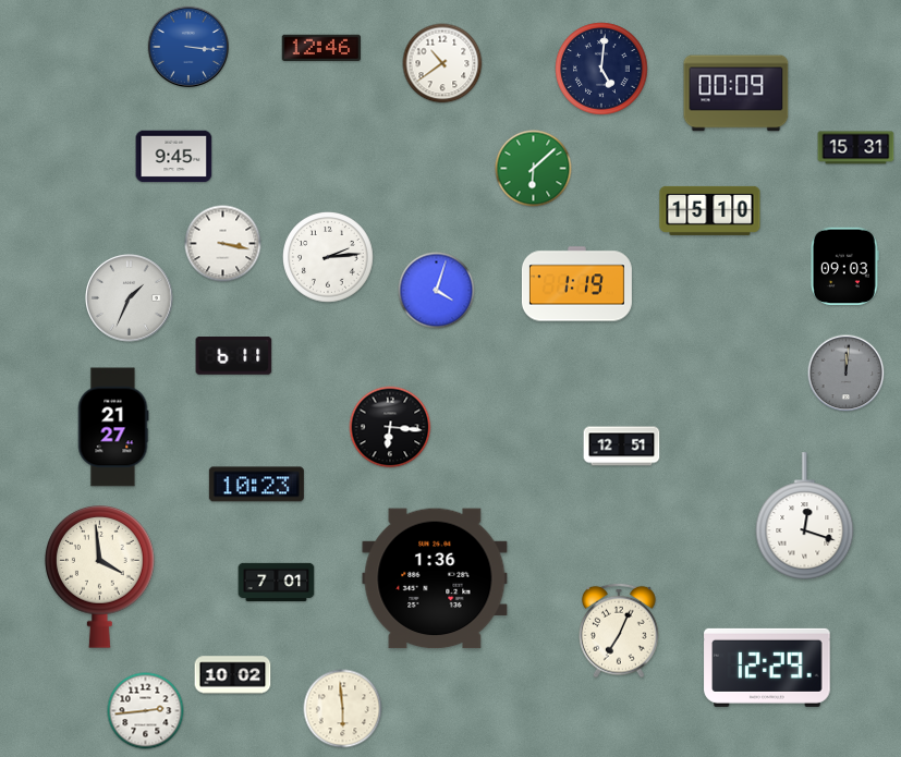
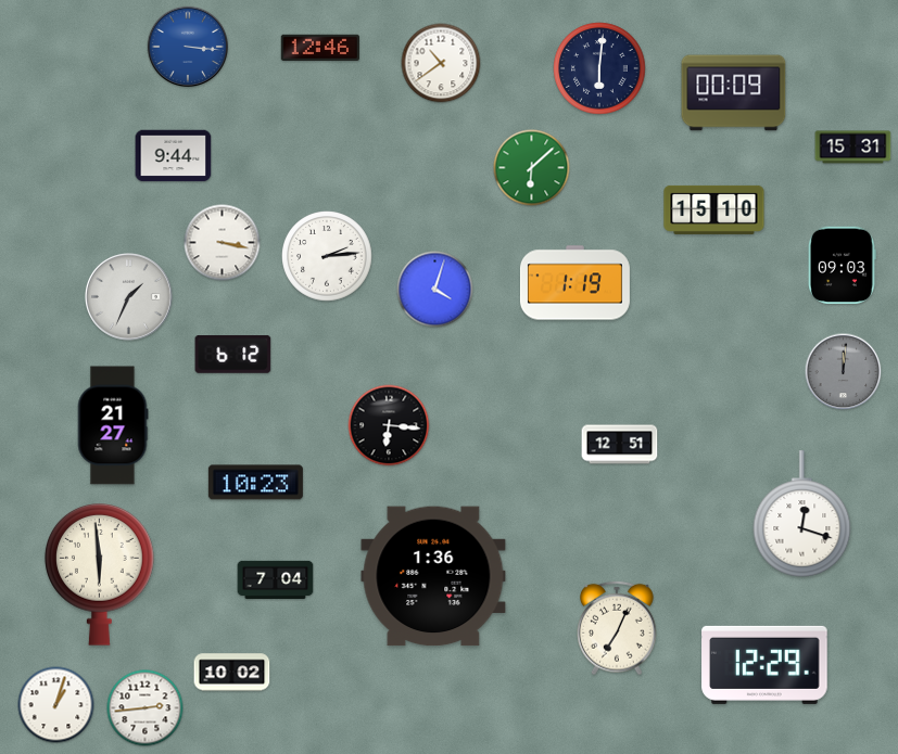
clock at (601, 69): 5:01 -> 6:01
clock at (174, 157): 9:45 -> 9:44
clock at (710, 210) position: (710, 210) -> (714, 209)
clock at (234, 356): 6:11 -> 6:12
clock at (100, 576): 3:59 -> 5:59
clock at (277, 583): 7:01 -> 7:04
clock at (56, 705): none -> 1:03
clock at (343, 709): 5:59 -> none
